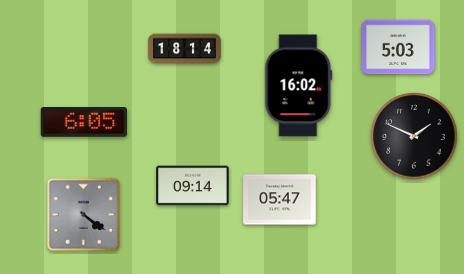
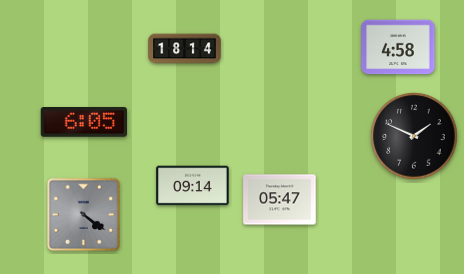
clock at (398, 47): 5:03 -> 4:58
clock at (299, 86): 16:02 -> none
